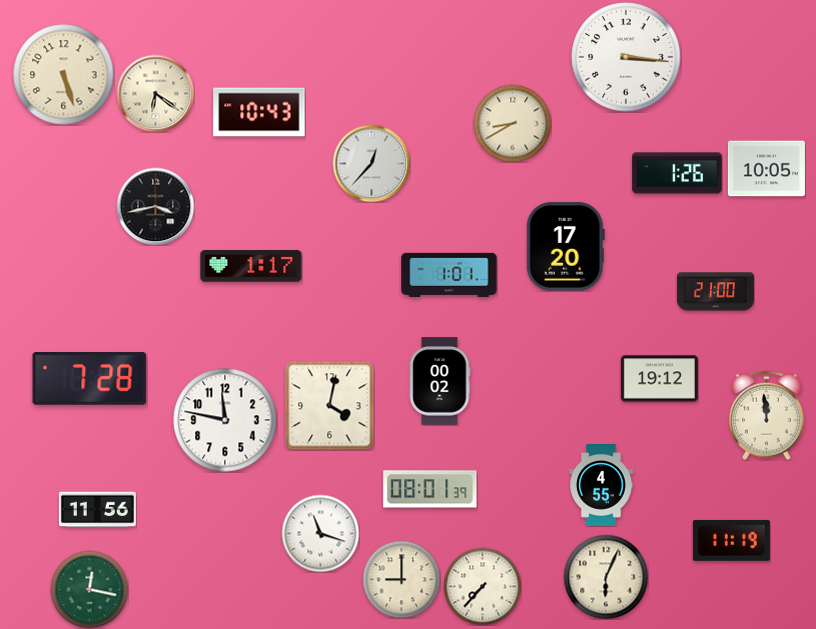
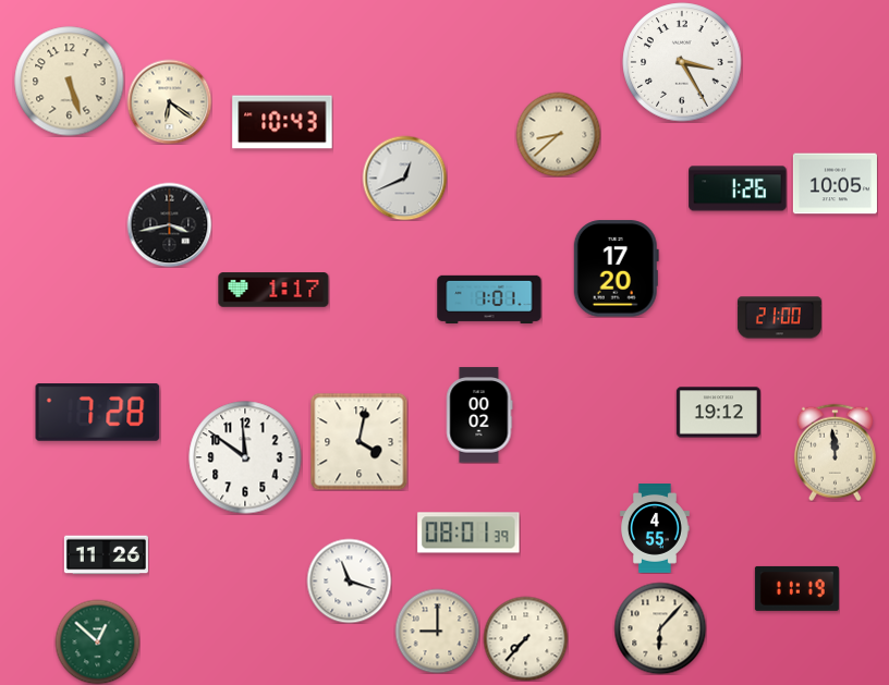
clock at (626, 57): 3:16 -> 3:25
clock at (512, 123): 8:40 -> 8:38
clock at (371, 163): 12:37 -> 12:41
clock at (225, 420): 11:47 -> 11:51
clock at (97, 510): 11:56 -> 11:26
clock at (606, 577): 6:04 -> 6:07
clock at (89, 589): 12:17 -> 12:52
